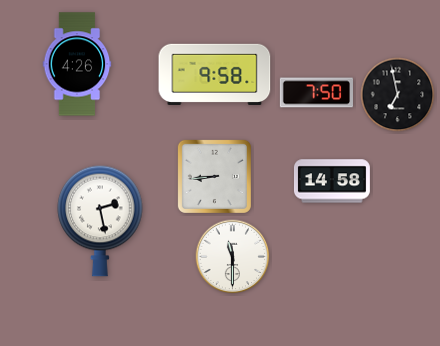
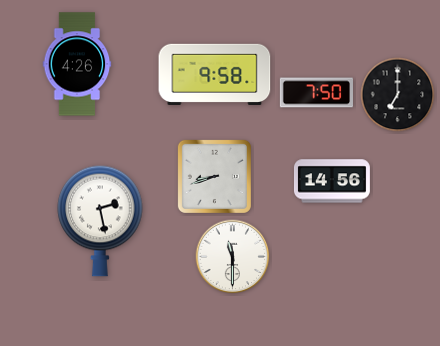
clock at (398, 95): 6:58 -> 7:00
clock at (214, 176): 8:44 -> 8:42
clock at (332, 181): 14:58 -> 14:56
